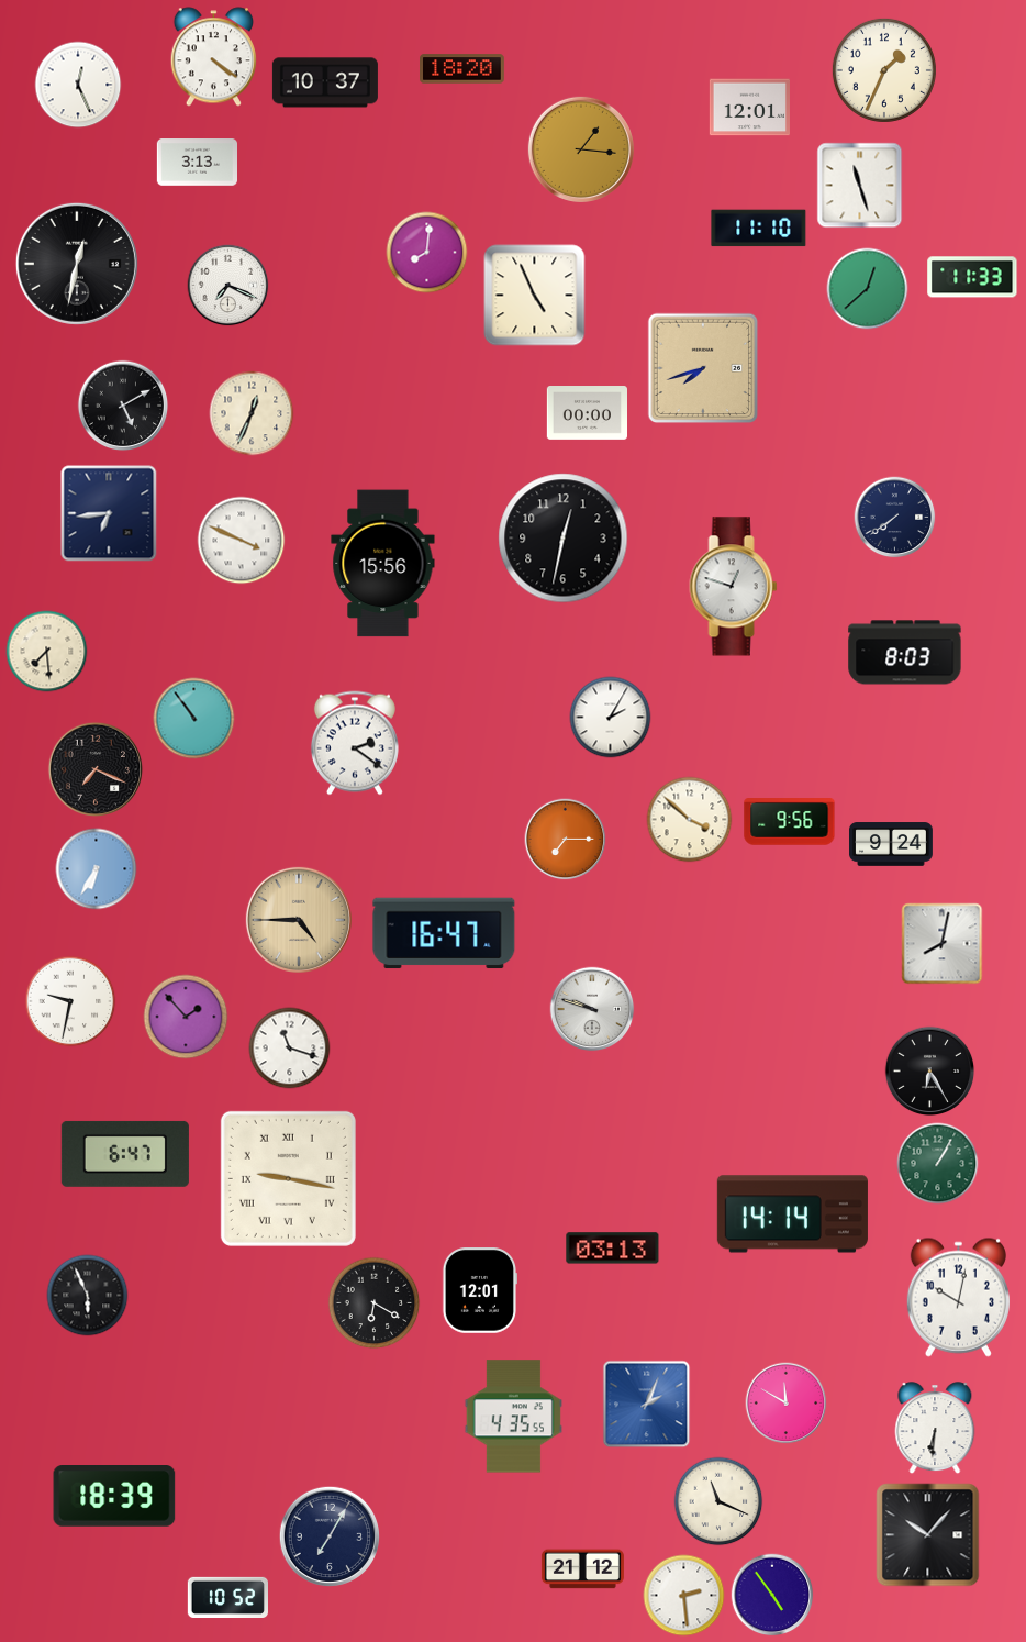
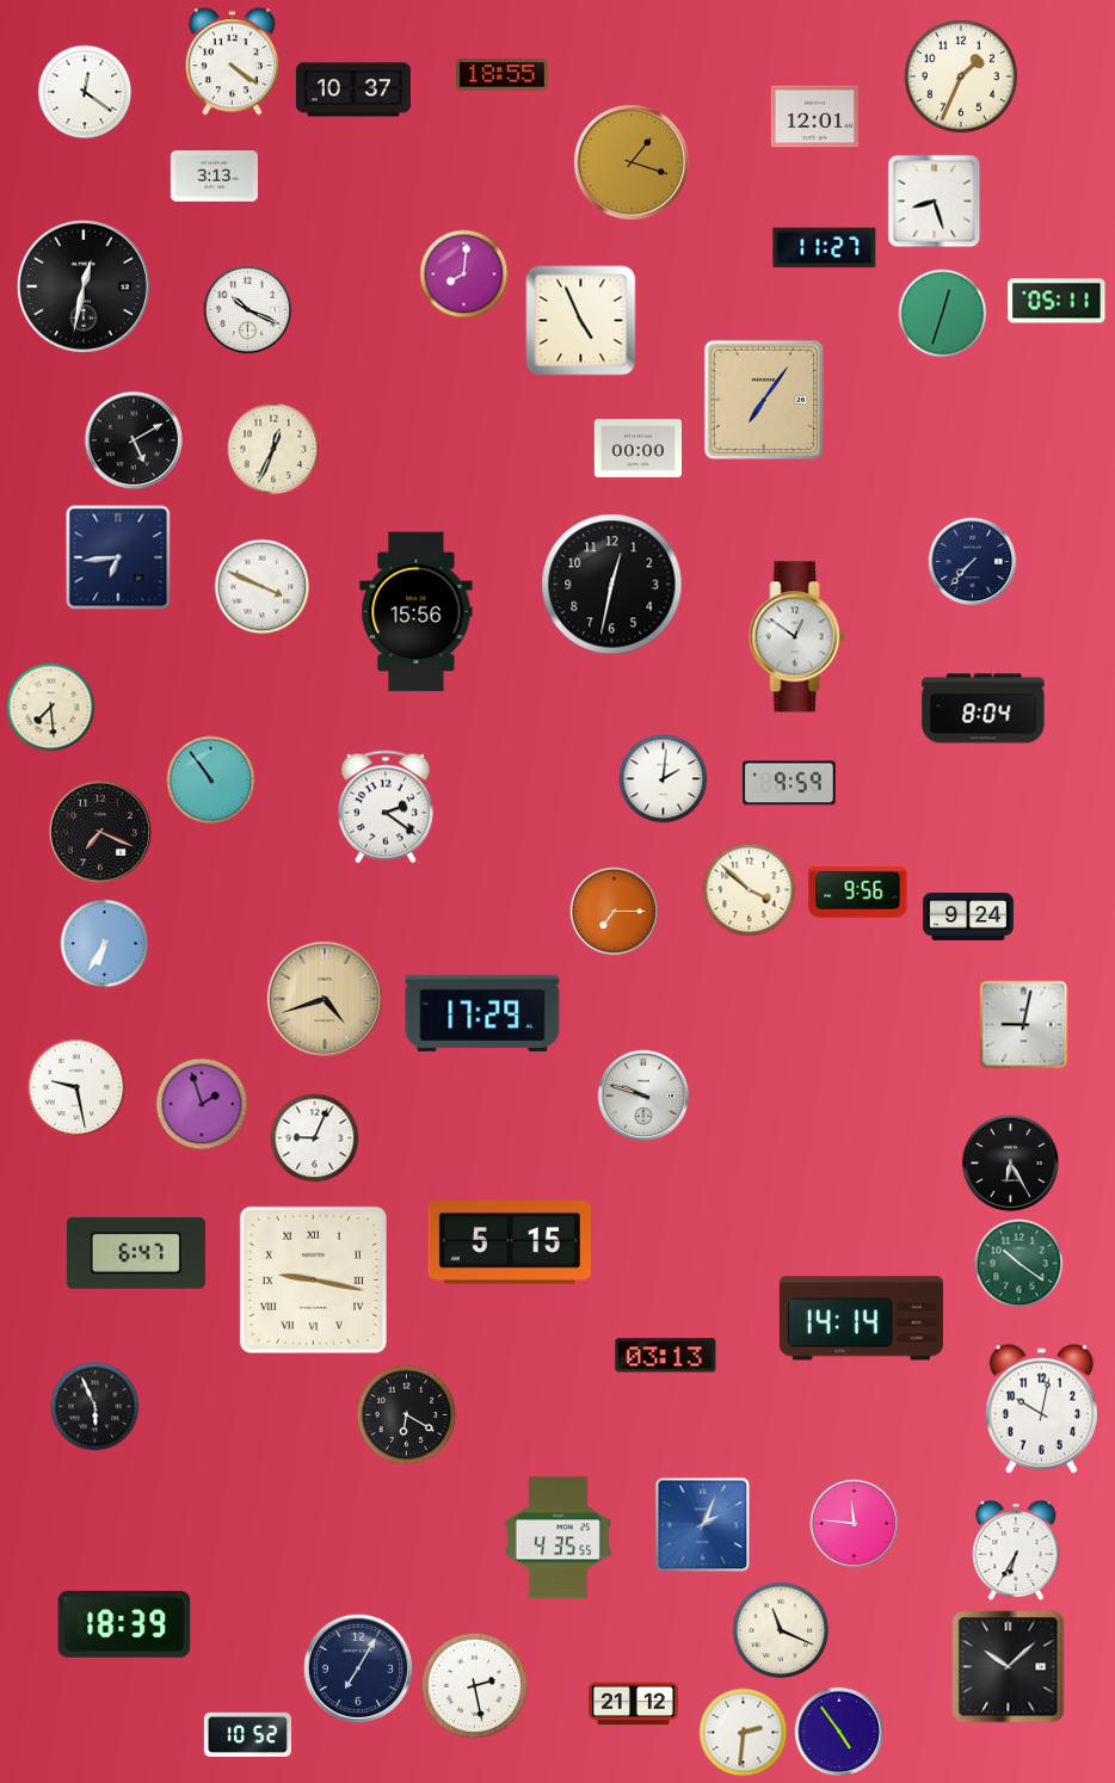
clock at (462, 69): 18:20 -> 18:55
clock at (78, 85): 12:26 -> 12:21
clock at (581, 149): 1:16 -> 1:18
clock at (860, 186): 11:27 -> 8:27
clock at (759, 229): 11:10 -> 11:27
clock at (972, 277): 11:33 -> 05:11
clock at (228, 286): 7:19 -> 10:19
clock at (868, 289): 12:38 -> 12:33
clock at (703, 368): 7:42 -> 7:06
clock at (895, 518): 7:39 -> 7:37
clock at (734, 587): 12:48 -> 12:51
clock at (905, 653): 8:03 -> 8:04
clock at (611, 718): 2:05 -> 2:01
clock at (789, 783): none -> 9:59
clock at (96, 769) position: (96, 769) -> (100, 832)
clock at (299, 920): 4:45 -> 4:42
clock at (444, 933): 16:47 -> 17:29
clock at (943, 944): 8:02 -> 9:02
clock at (70, 1001): 9:32 -> 9:28
clock at (186, 1017): 1:53 -> 1:57
clock at (290, 1049): 11:18 -> 9:04
clock at (509, 1242): none -> 5:15
clock at (938, 1164): 1:05 -> 10:21
clock at (479, 1290): 12:01 -> none
clock at (787, 1404): 11:50 -> 11:46
clock at (935, 1429): 6:31 -> 6:35
clock at (928, 1535): 10:07 -> 10:08
clock at (475, 1686): none -> 2:28
clock at (684, 1596): 2:29 -> 2:31
